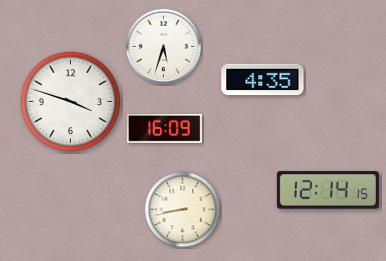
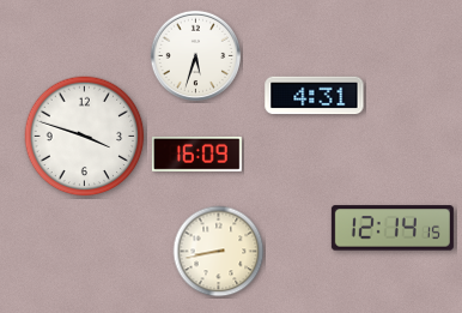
clock at (263, 80): 4:35 -> 4:31
clock at (71, 102) position: (71, 102) -> (85, 137)
